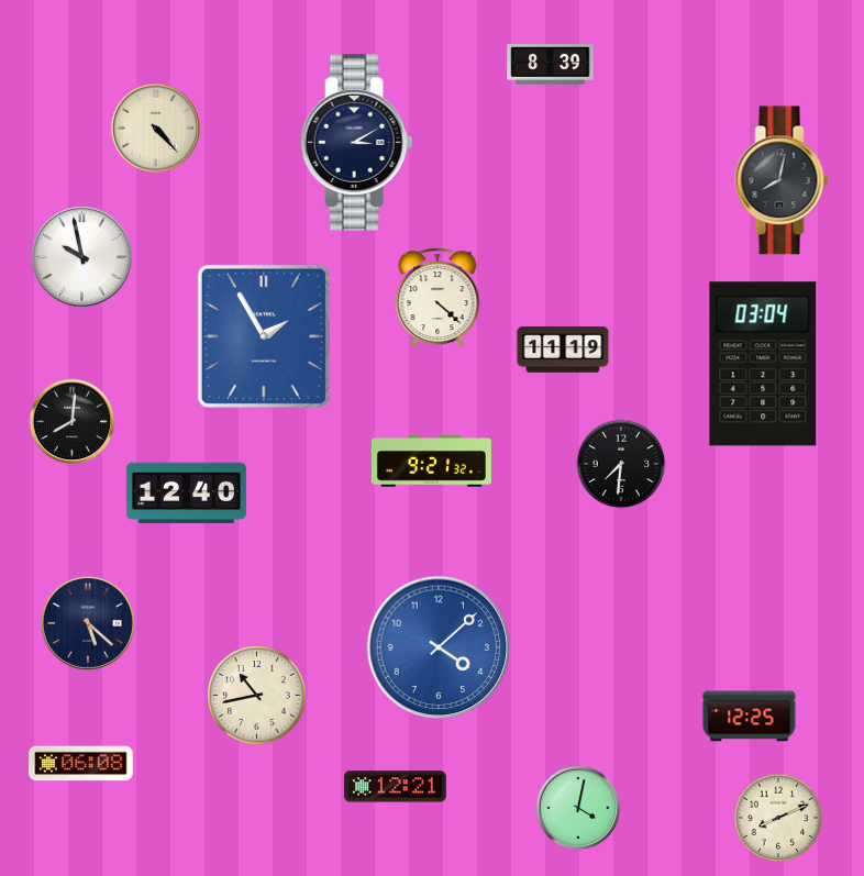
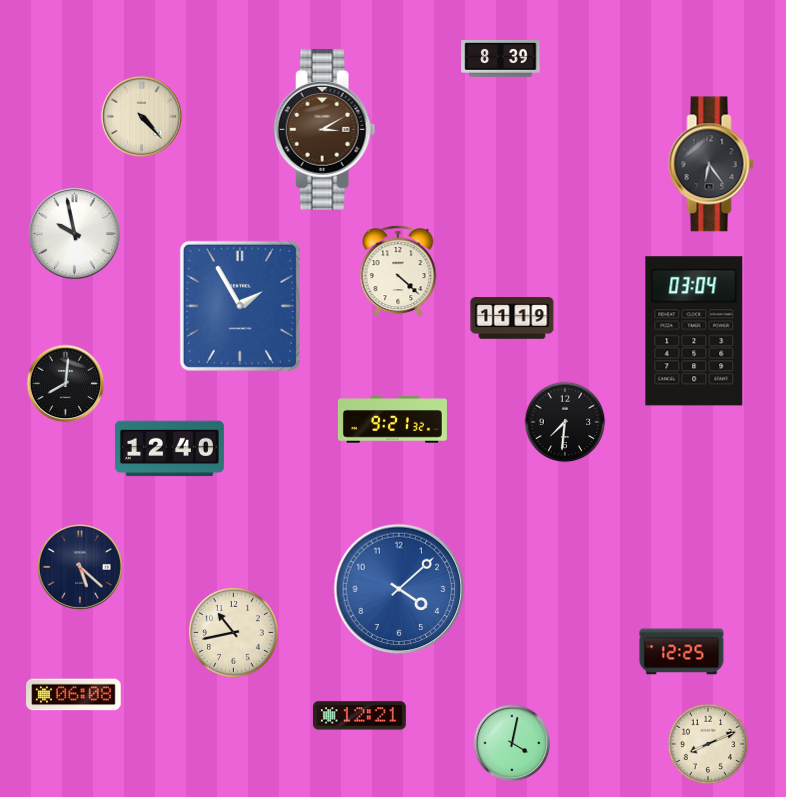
clock at (357, 142) dial: navy -> brown
clock at (782, 180): 8:02 -> 6:24
clock at (578, 808) position: (578, 808) -> (512, 743)
